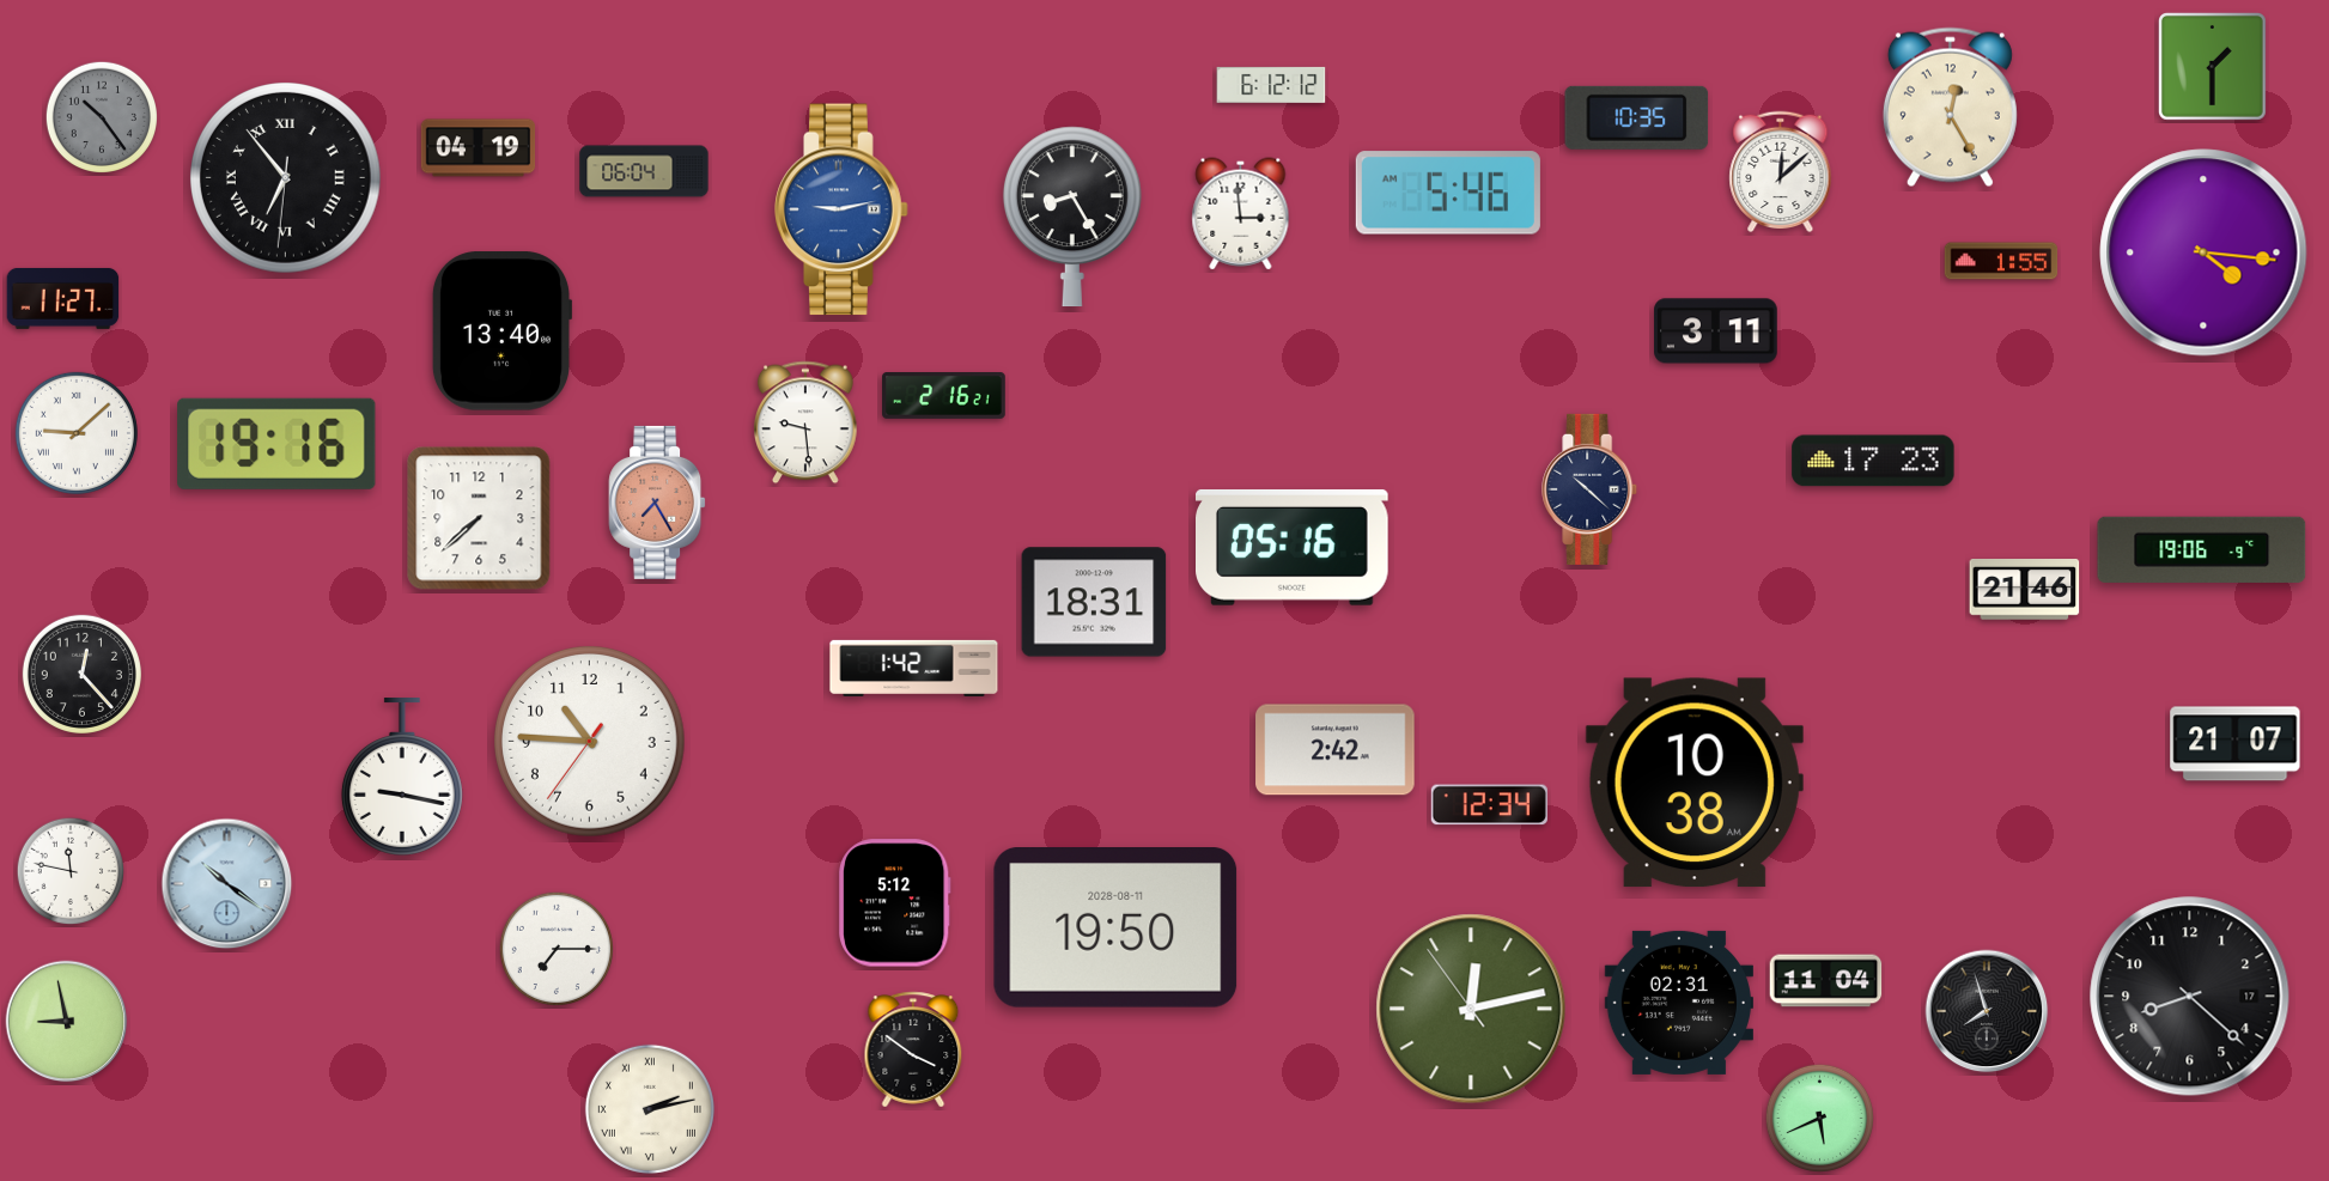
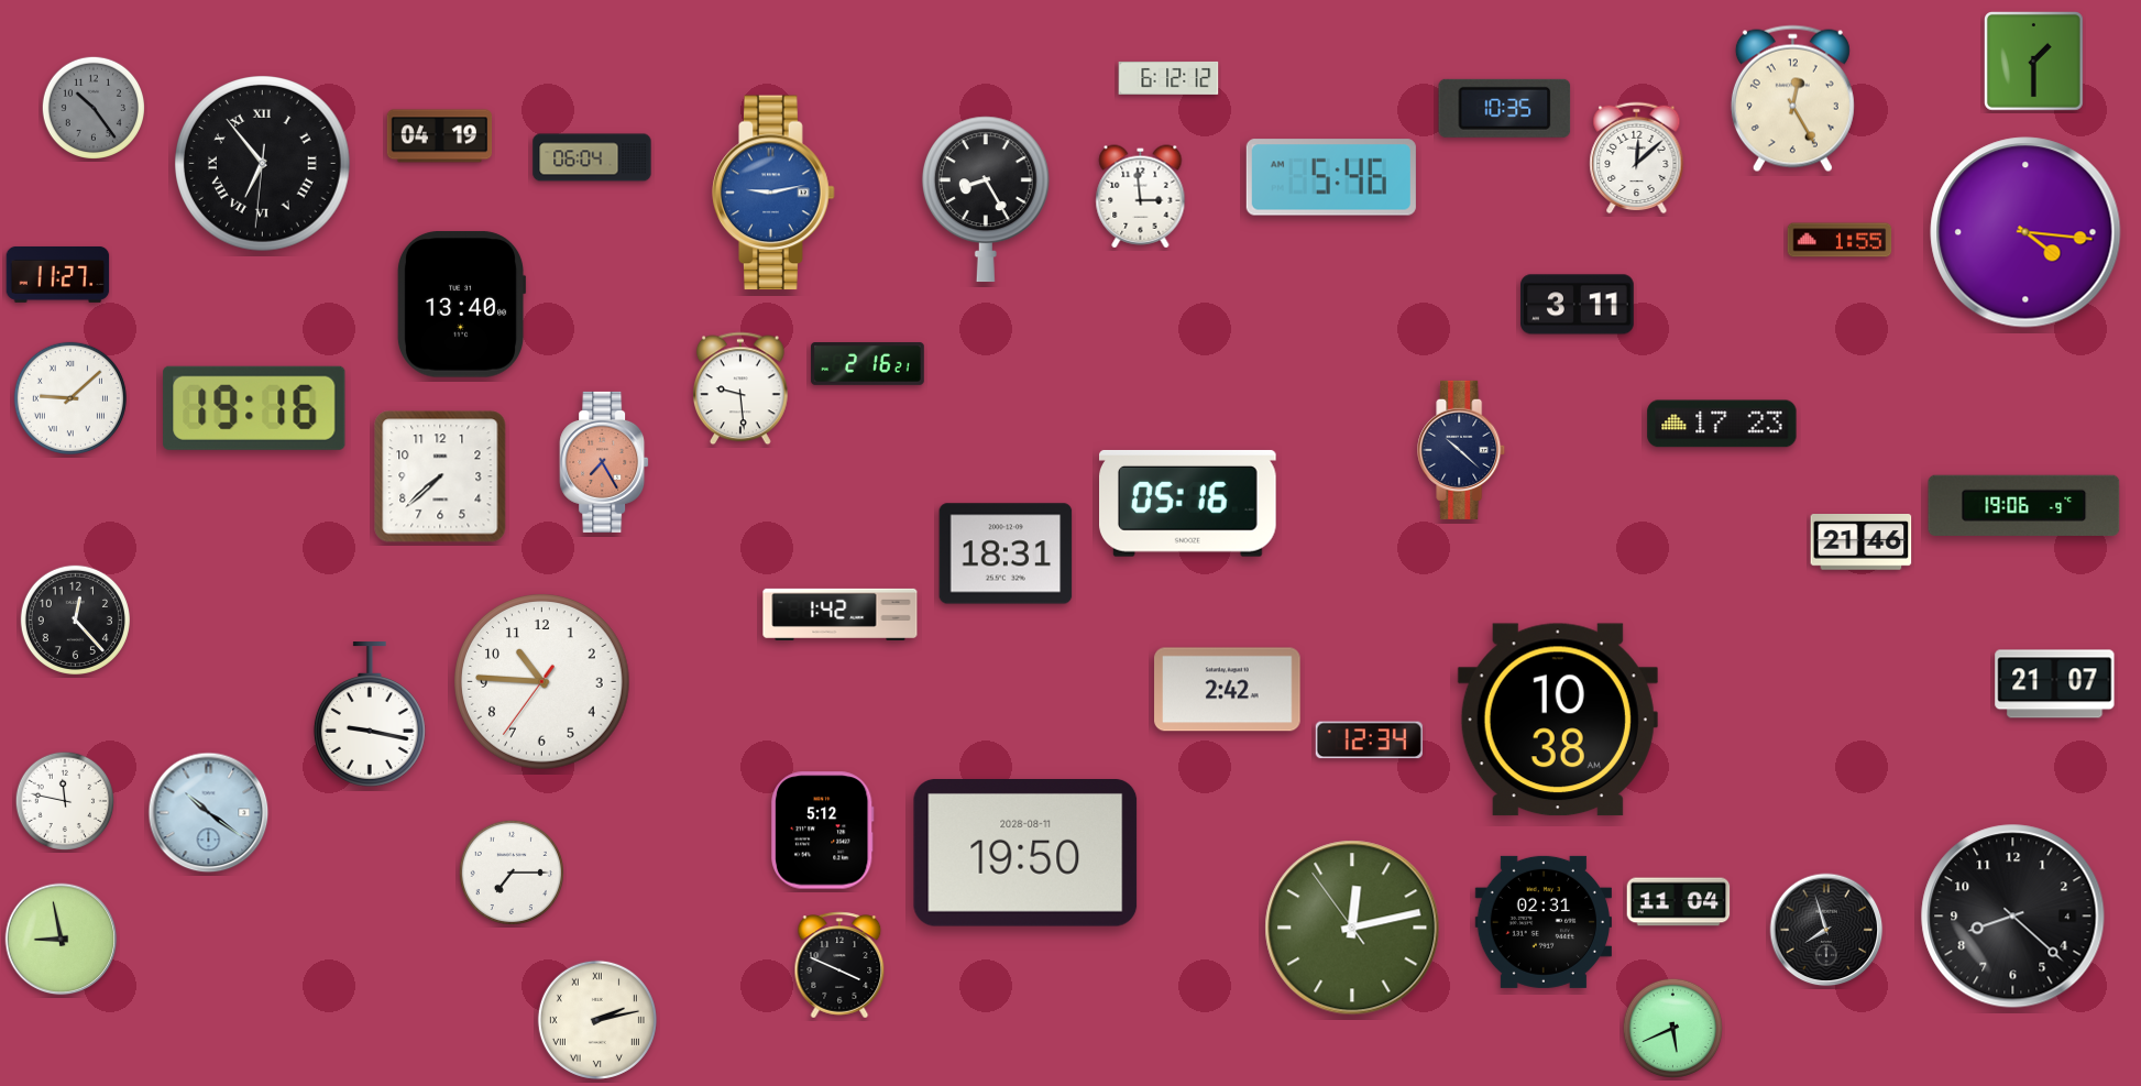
clock at (2190, 997) date: 17 -> 4
clock at (913, 1049): 3:51 -> 3:49
